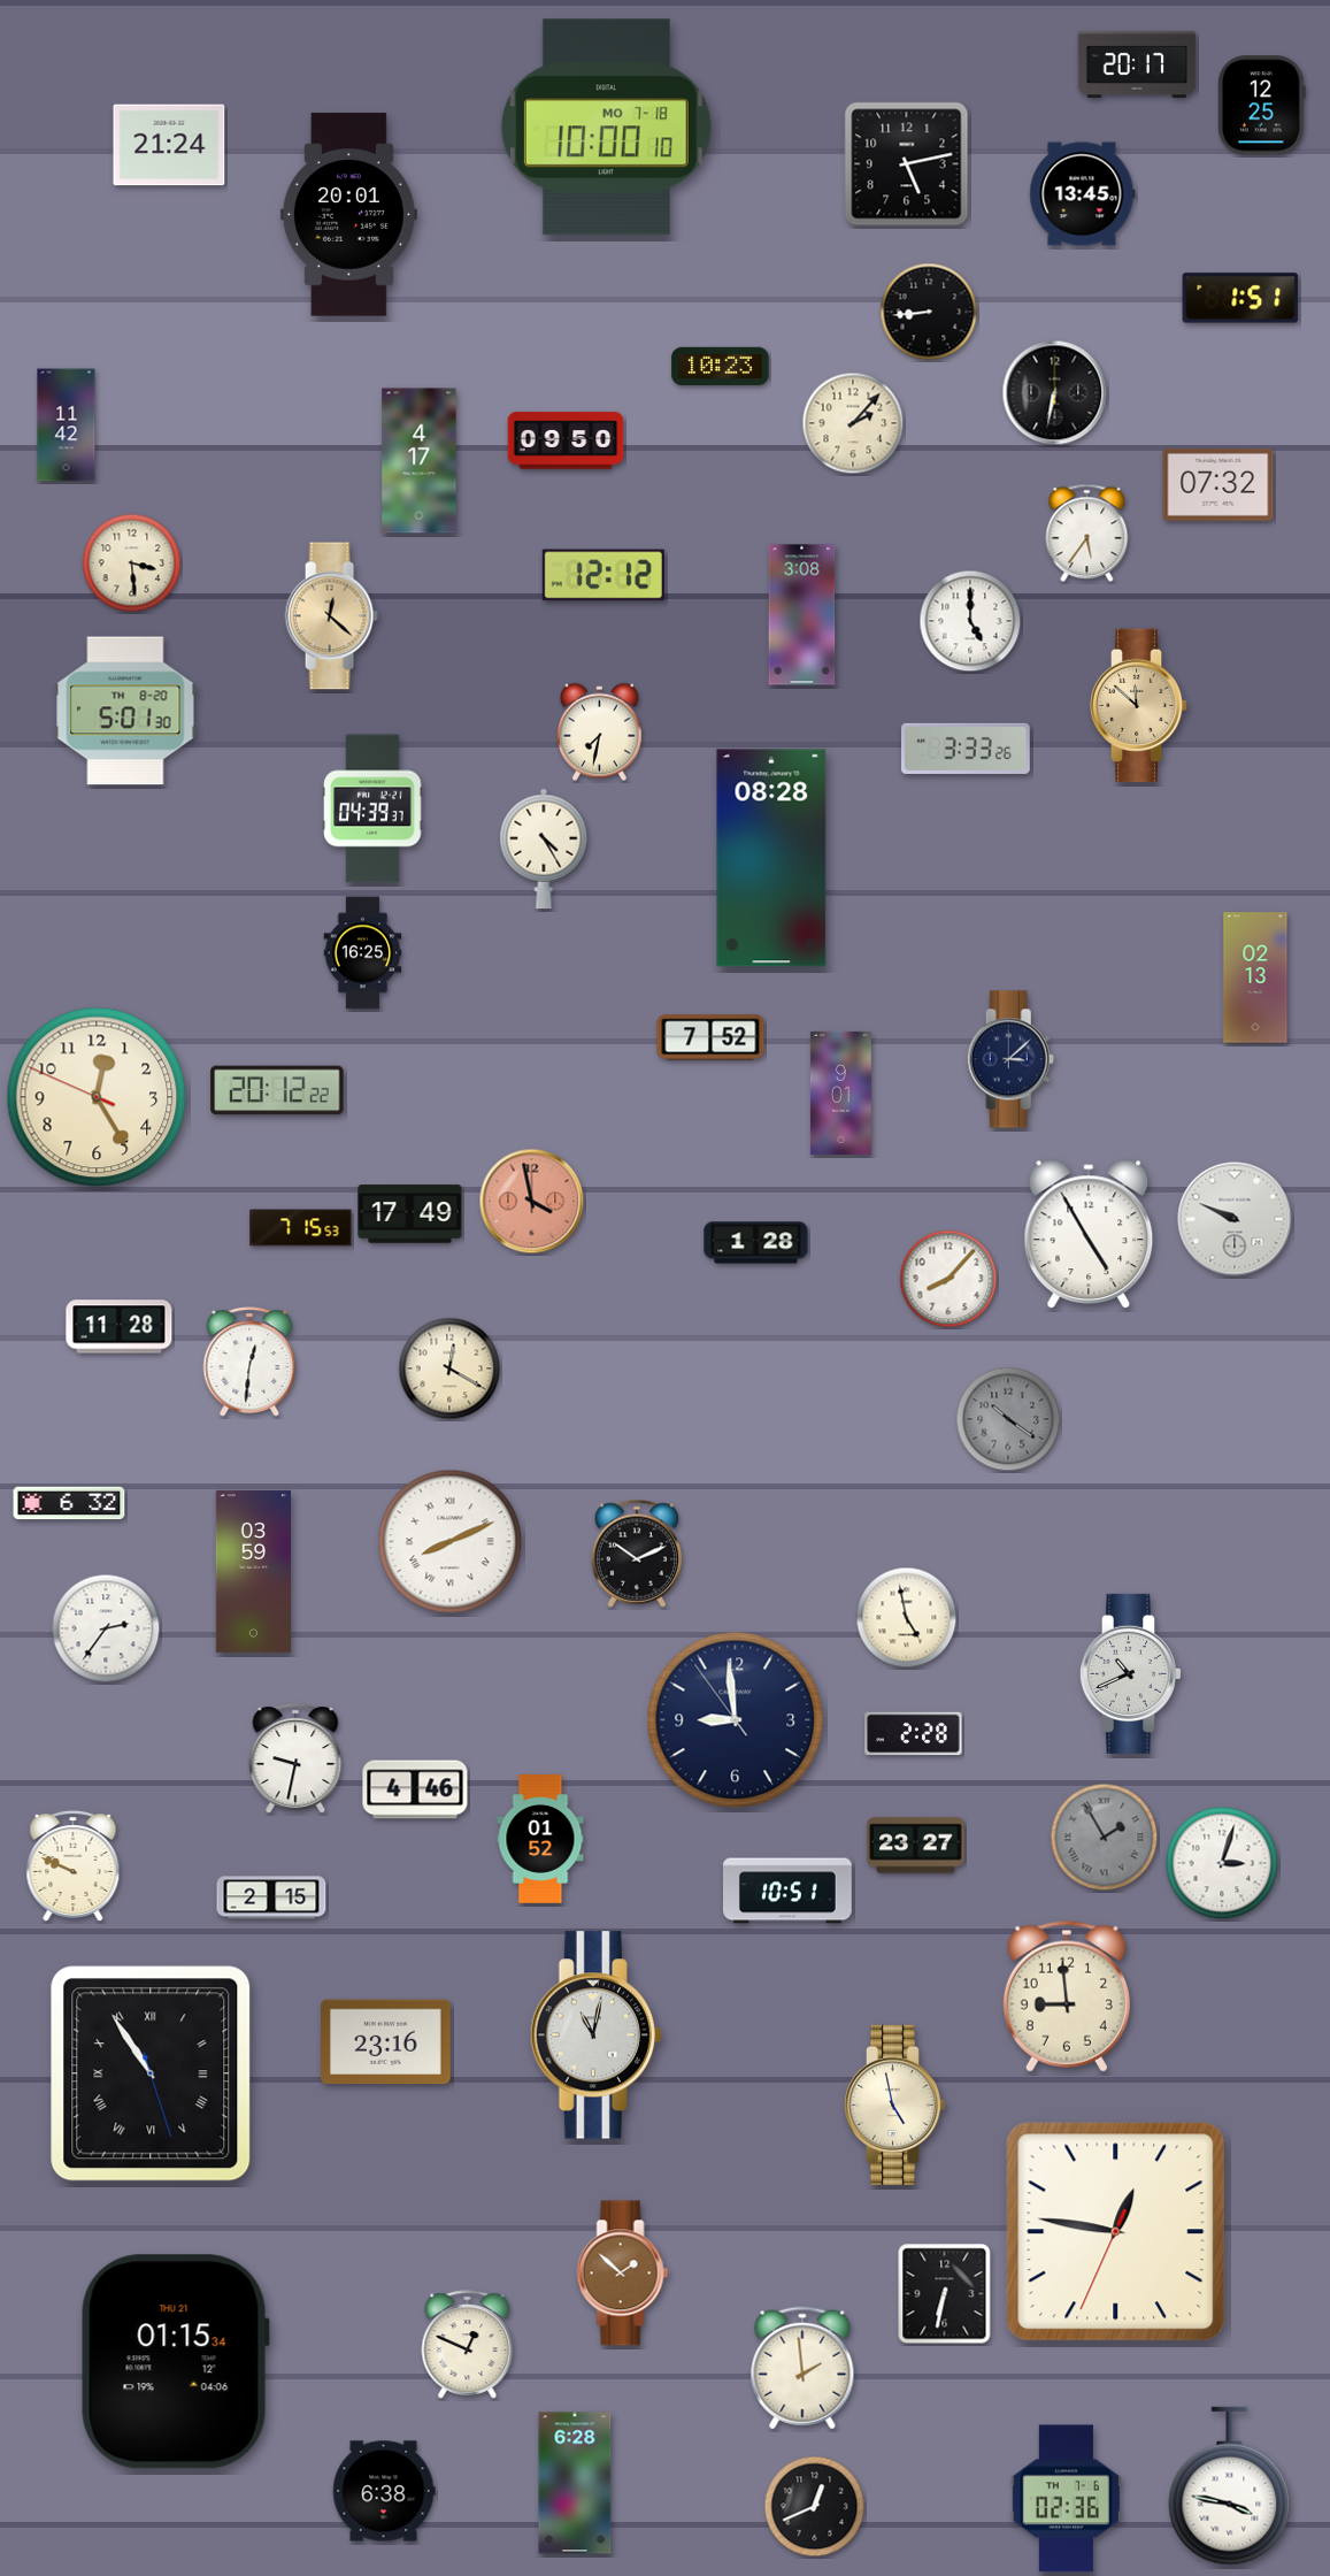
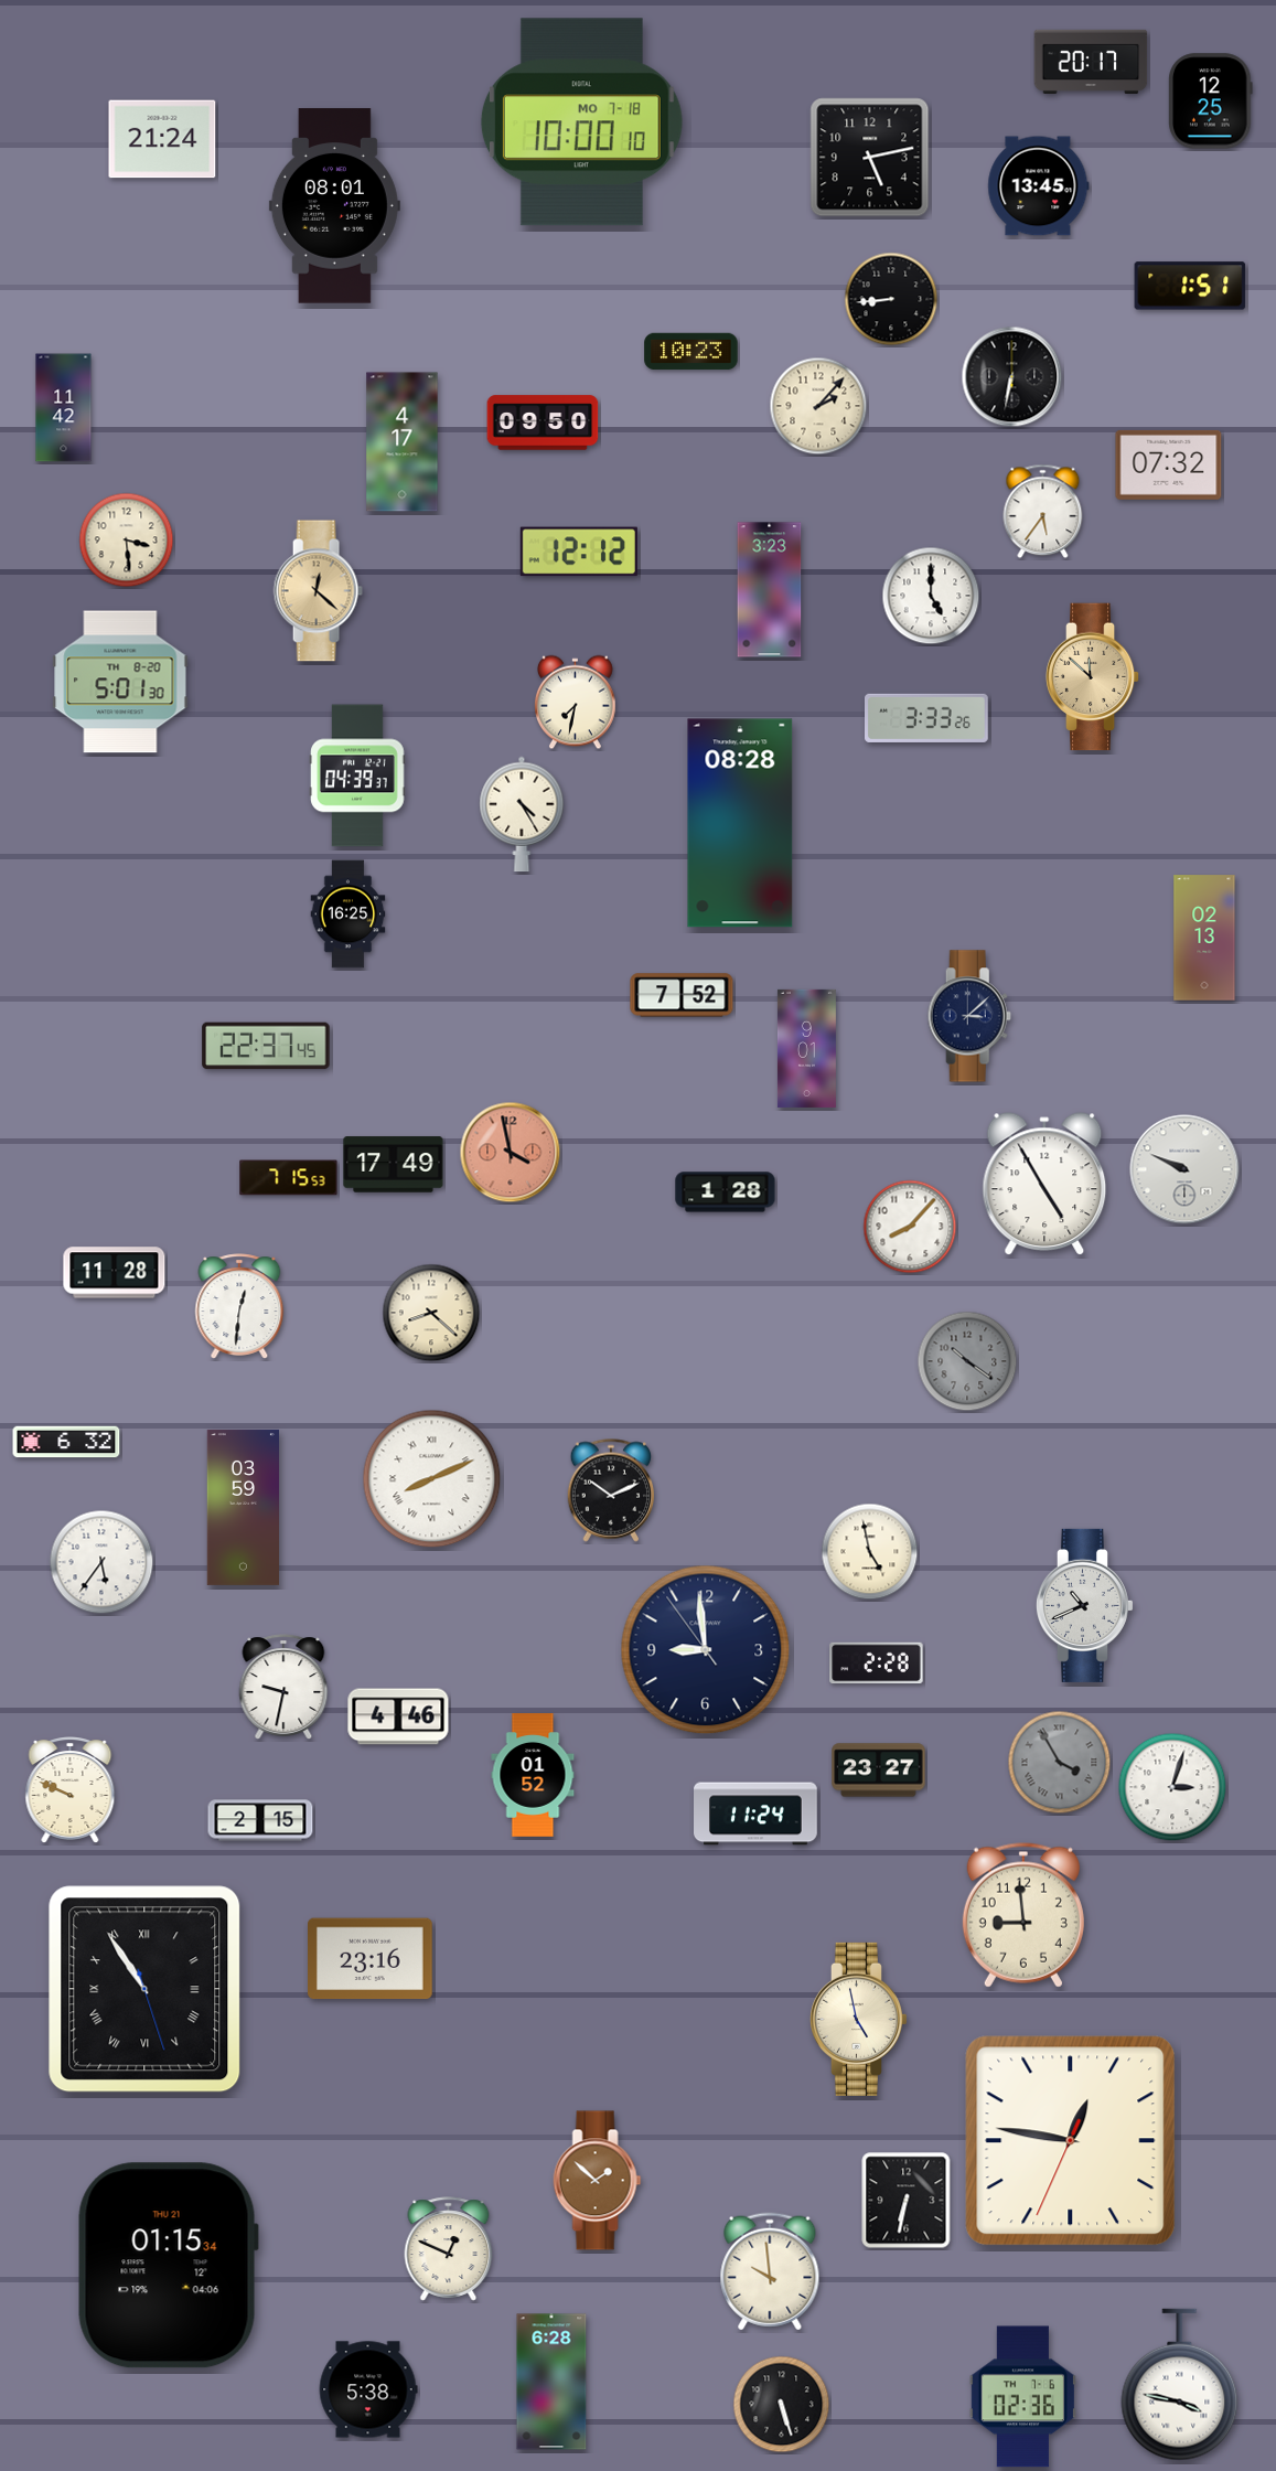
clock at (348, 215): 20:01 -> 08:01
clock at (802, 615): 3:08 -> 3:23
clock at (277, 1090): 20:12 -> 22:37
clock at (97, 1097): 12:24 -> none
clock at (449, 1368): 12:20 -> 8:22
clock at (106, 1628): 2:36 -> 5:36
clock at (1105, 1838): 1:55 -> 3:55
clock at (540, 1839) position: (540, 1839) -> (533, 1775)
clock at (789, 1891): 10:51 -> 11:24
clock at (595, 2035): 11:02 -> none
clock at (802, 2368): 1:59 -> 9:59
clock at (384, 2491): 6:38 -> 5:38
clock at (815, 2507): 12:41 -> 5:27
